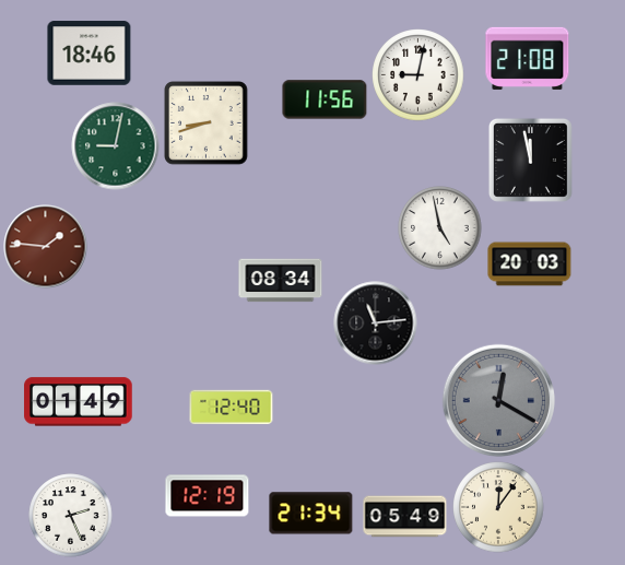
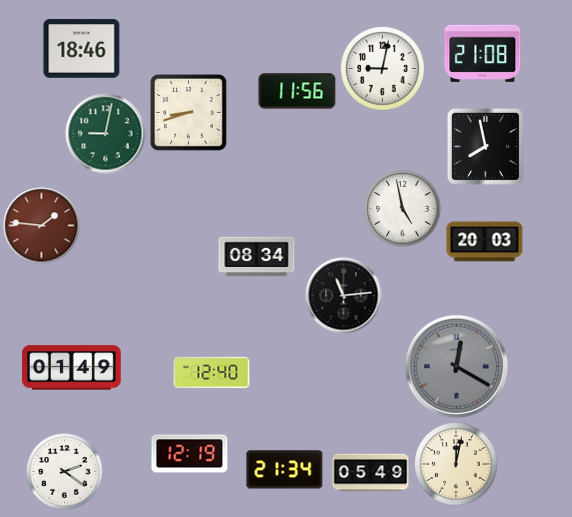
clock at (530, 160): 11:58 -> 7:58
clock at (498, 507): 12:06 -> 12:02
clock at (71, 516): 2:26 -> 2:21
